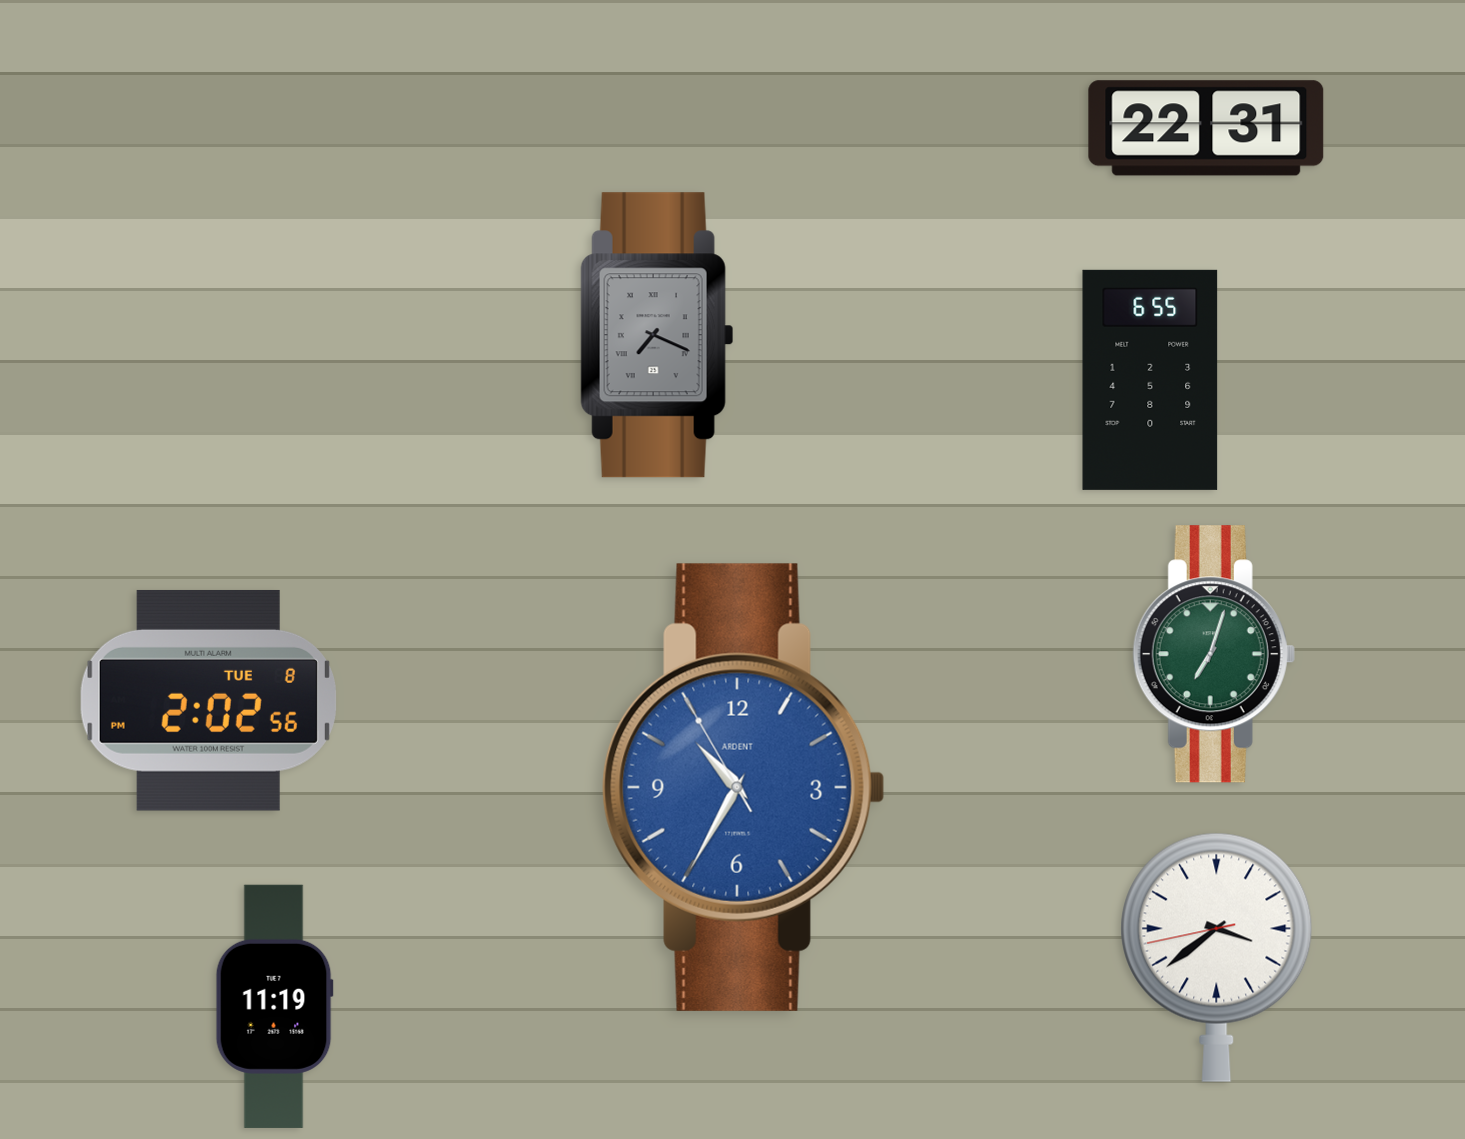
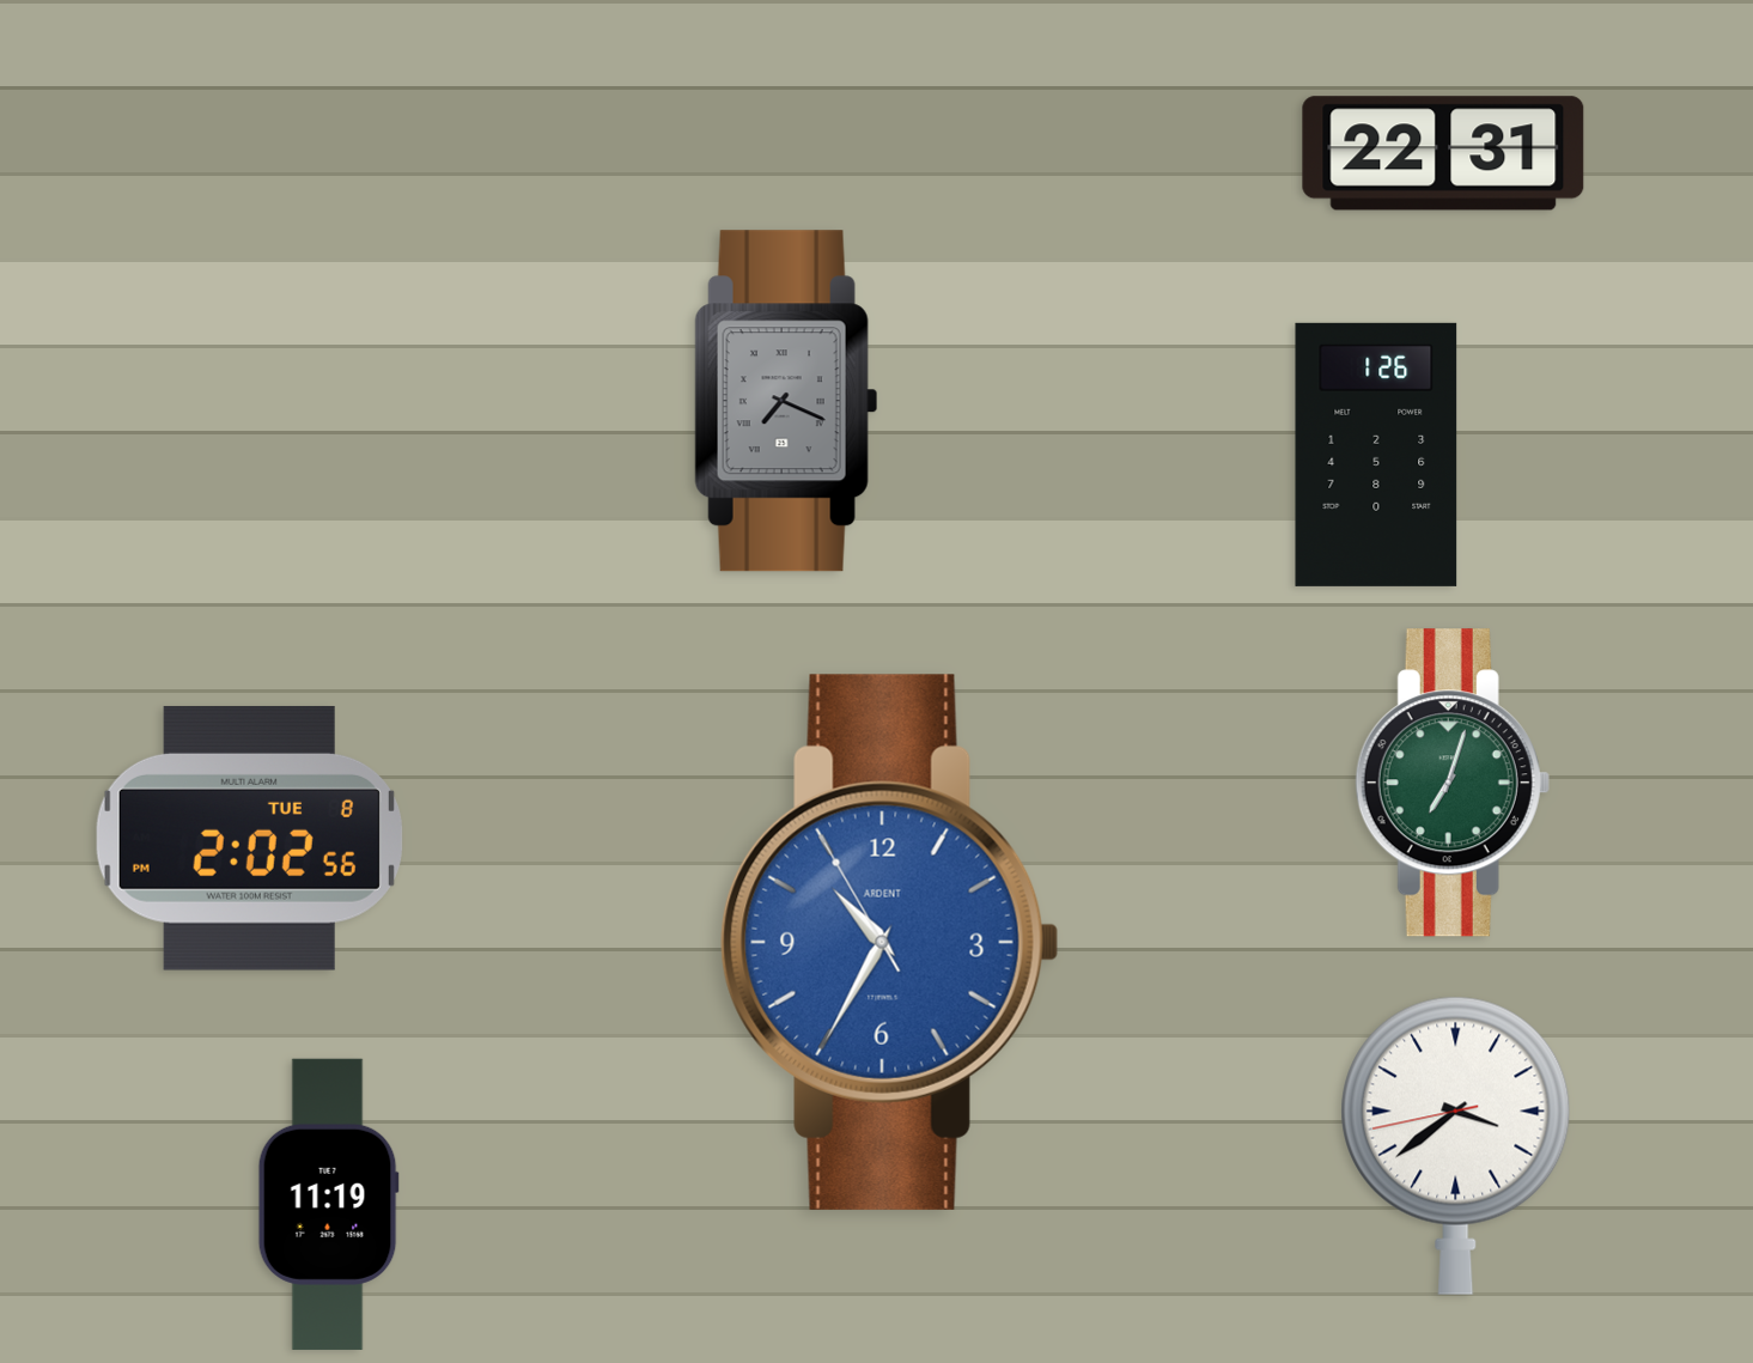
clock at (1150, 380): 6:55 -> 1:26
